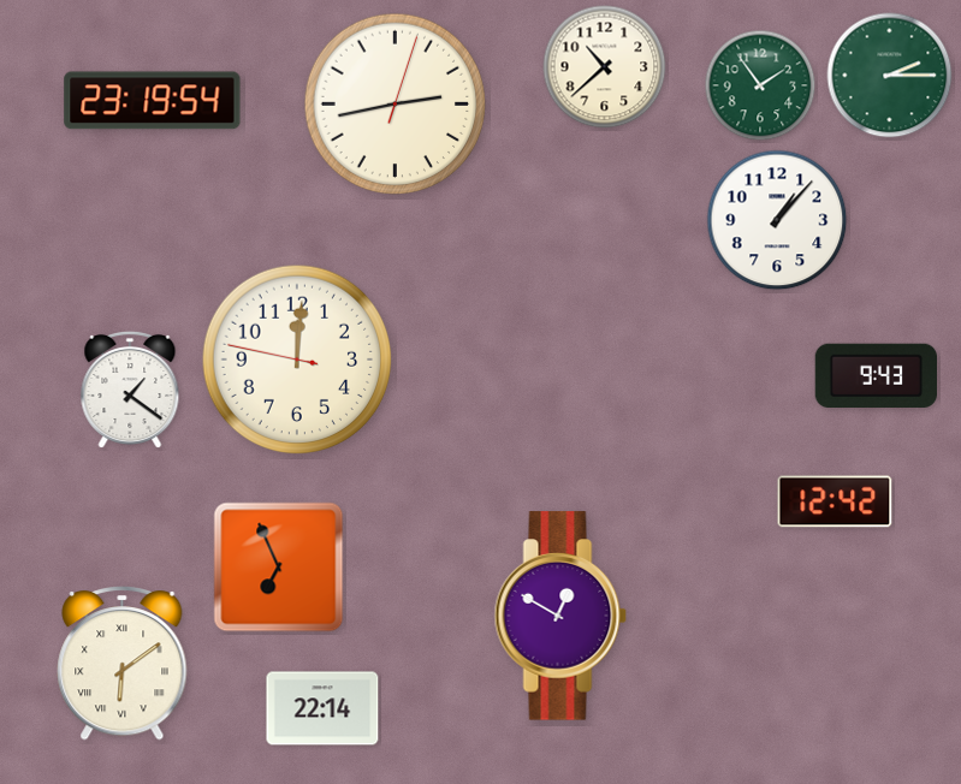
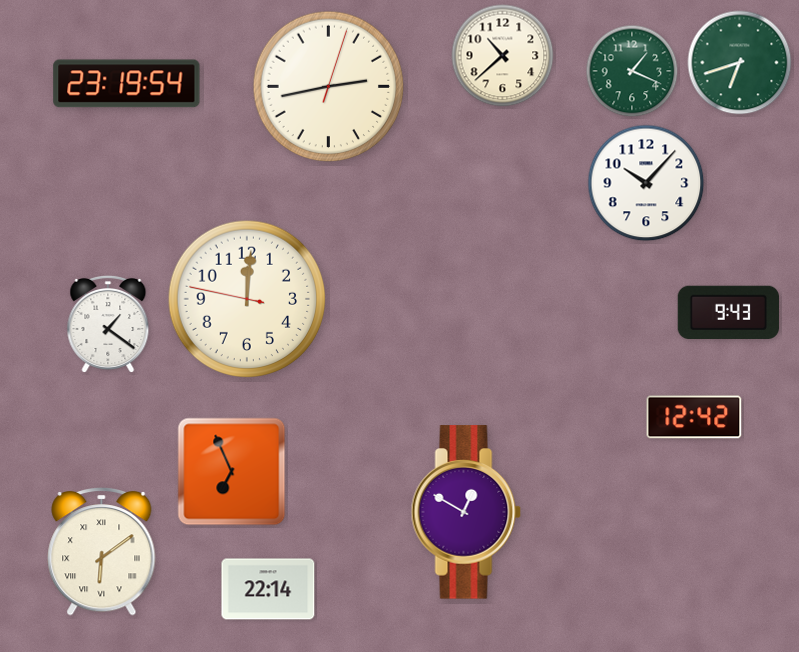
clock at (890, 76): 2:15 -> 6:42
clock at (760, 85): 1:54 -> 1:19
clock at (777, 220): 1:07 -> 10:07
